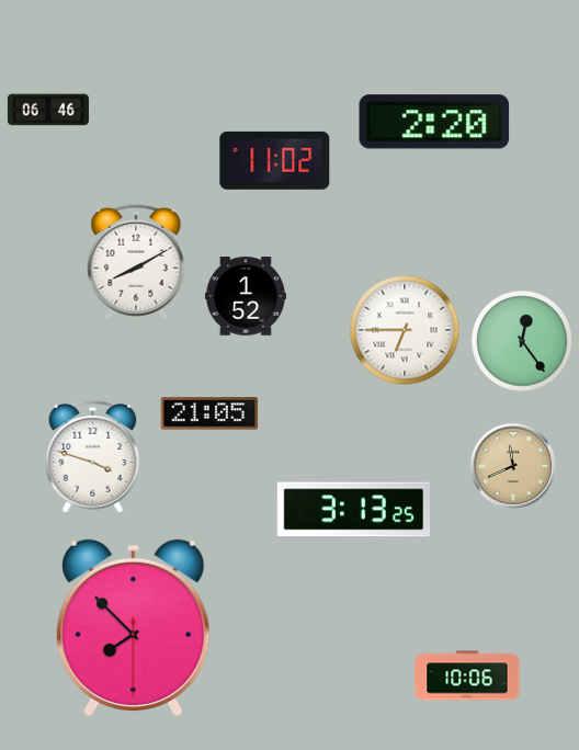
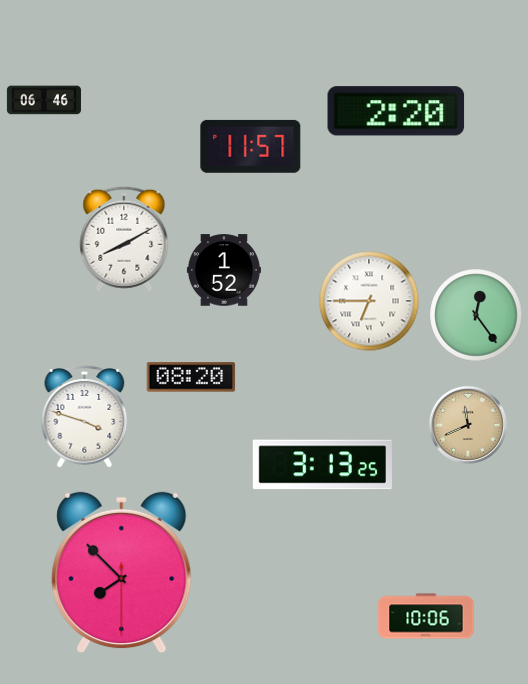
clock at (275, 160): 11:02 -> 11:57
clock at (522, 341) position: (522, 341) -> (476, 315)
clock at (209, 413): 21:05 -> 08:20
